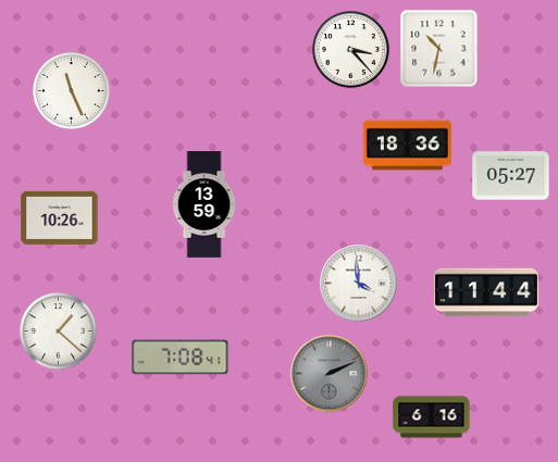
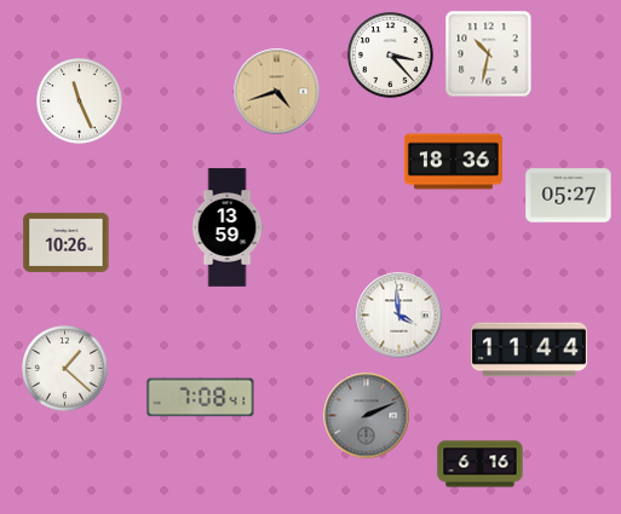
clock at (277, 92): none -> 4:42
clock at (486, 292) position: (486, 292) -> (529, 350)
